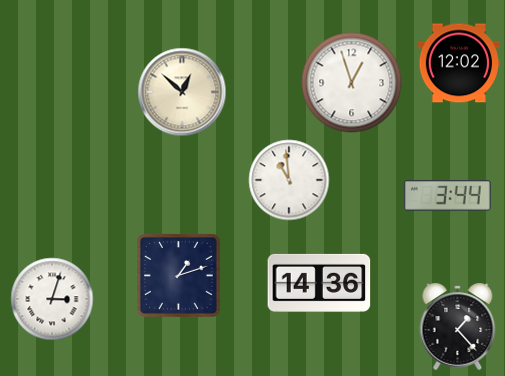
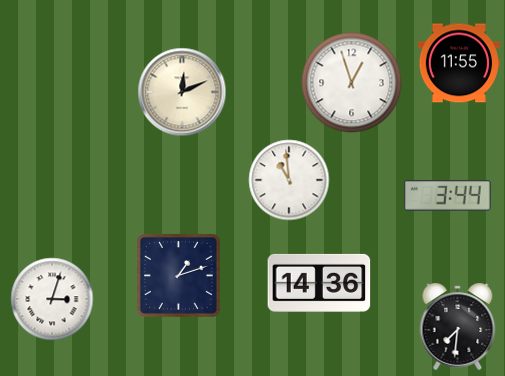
clock at (459, 63): 12:02 -> 11:55
clock at (182, 92): 12:52 -> 12:11
clock at (458, 326): 1:23 -> 7:31
